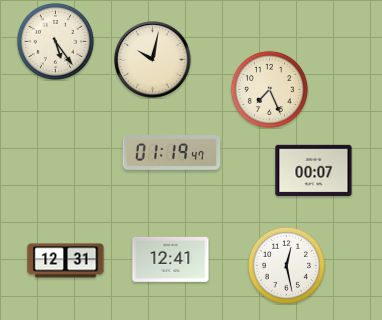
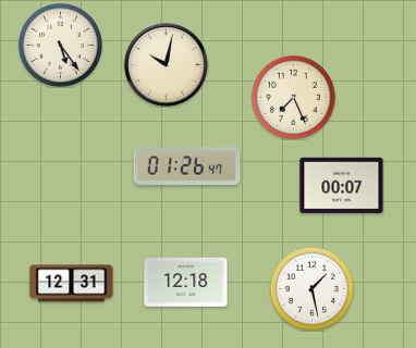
clock at (172, 153): 01:19 -> 01:26
clock at (171, 259): 12:41 -> 12:18
clock at (286, 265): 12:28 -> 1:28
